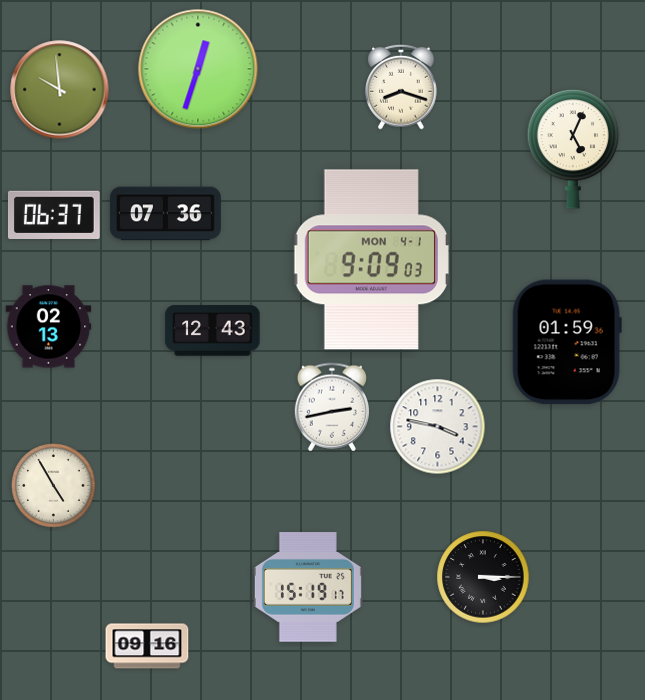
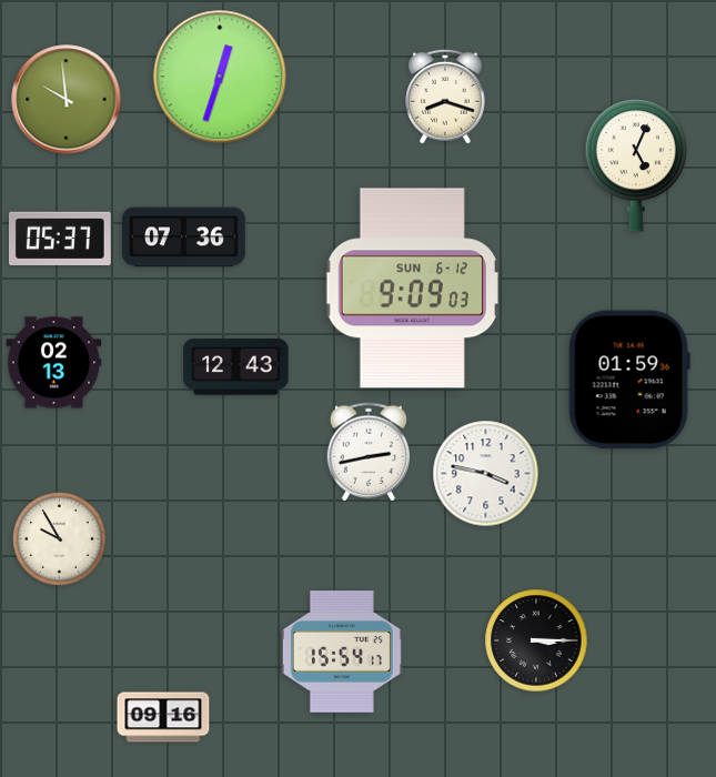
clock at (54, 214): 06:37 -> 05:37
clock at (371, 260) date: MON 4-1 -> SUN 6-12
clock at (54, 486): 4:55 -> 9:55
clock at (308, 587): 15:19 -> 15:54
